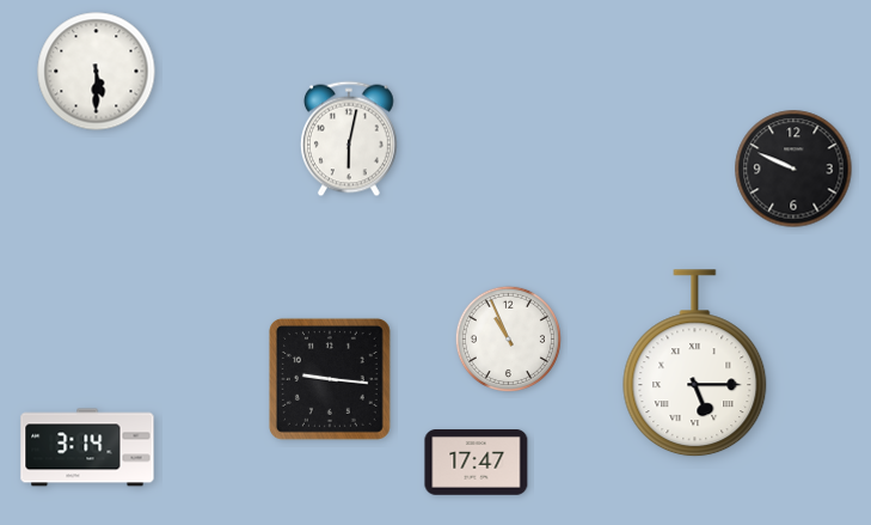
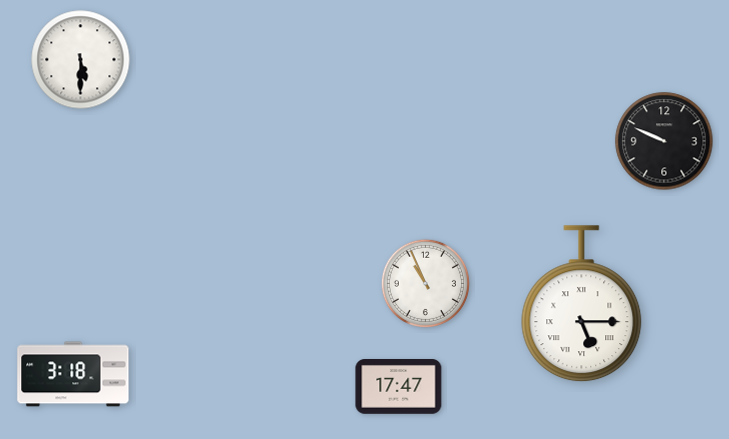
clock at (349, 139): 6:02 -> none
clock at (330, 379): 9:16 -> none
clock at (87, 447): 3:14 -> 3:18
